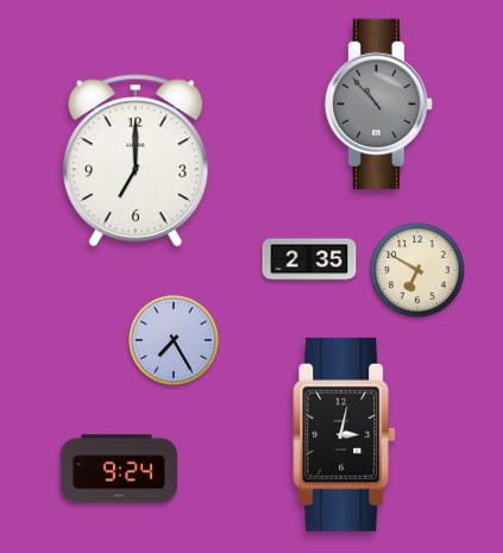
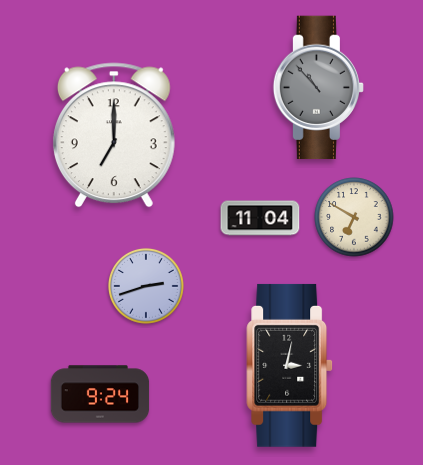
clock at (309, 259): 2:35 -> 11:04
clock at (417, 270) position: (417, 270) -> (354, 217)
clock at (174, 340): 7:25 -> 2:42
